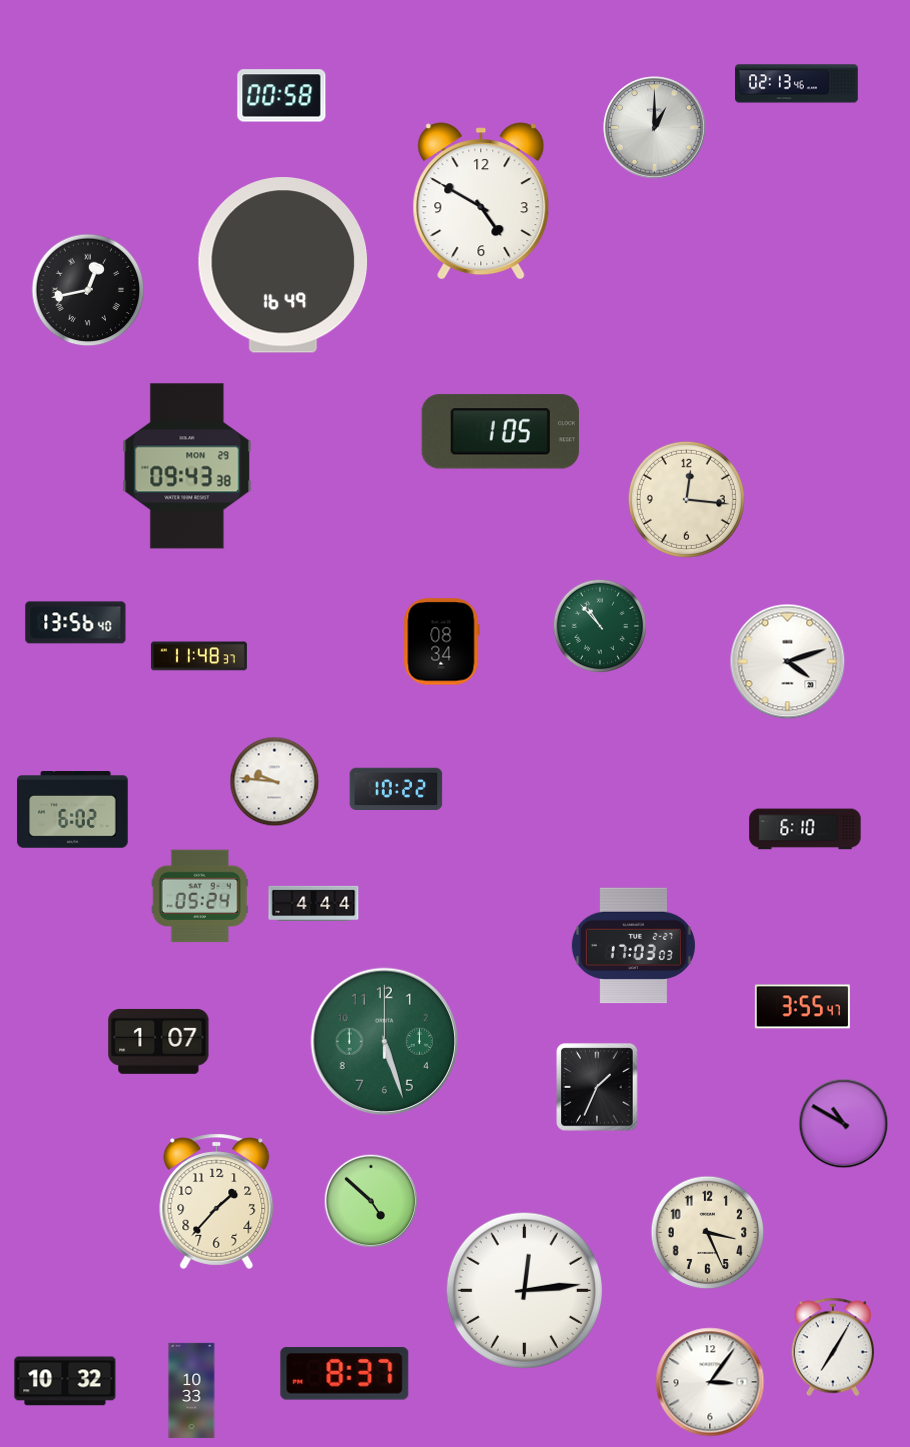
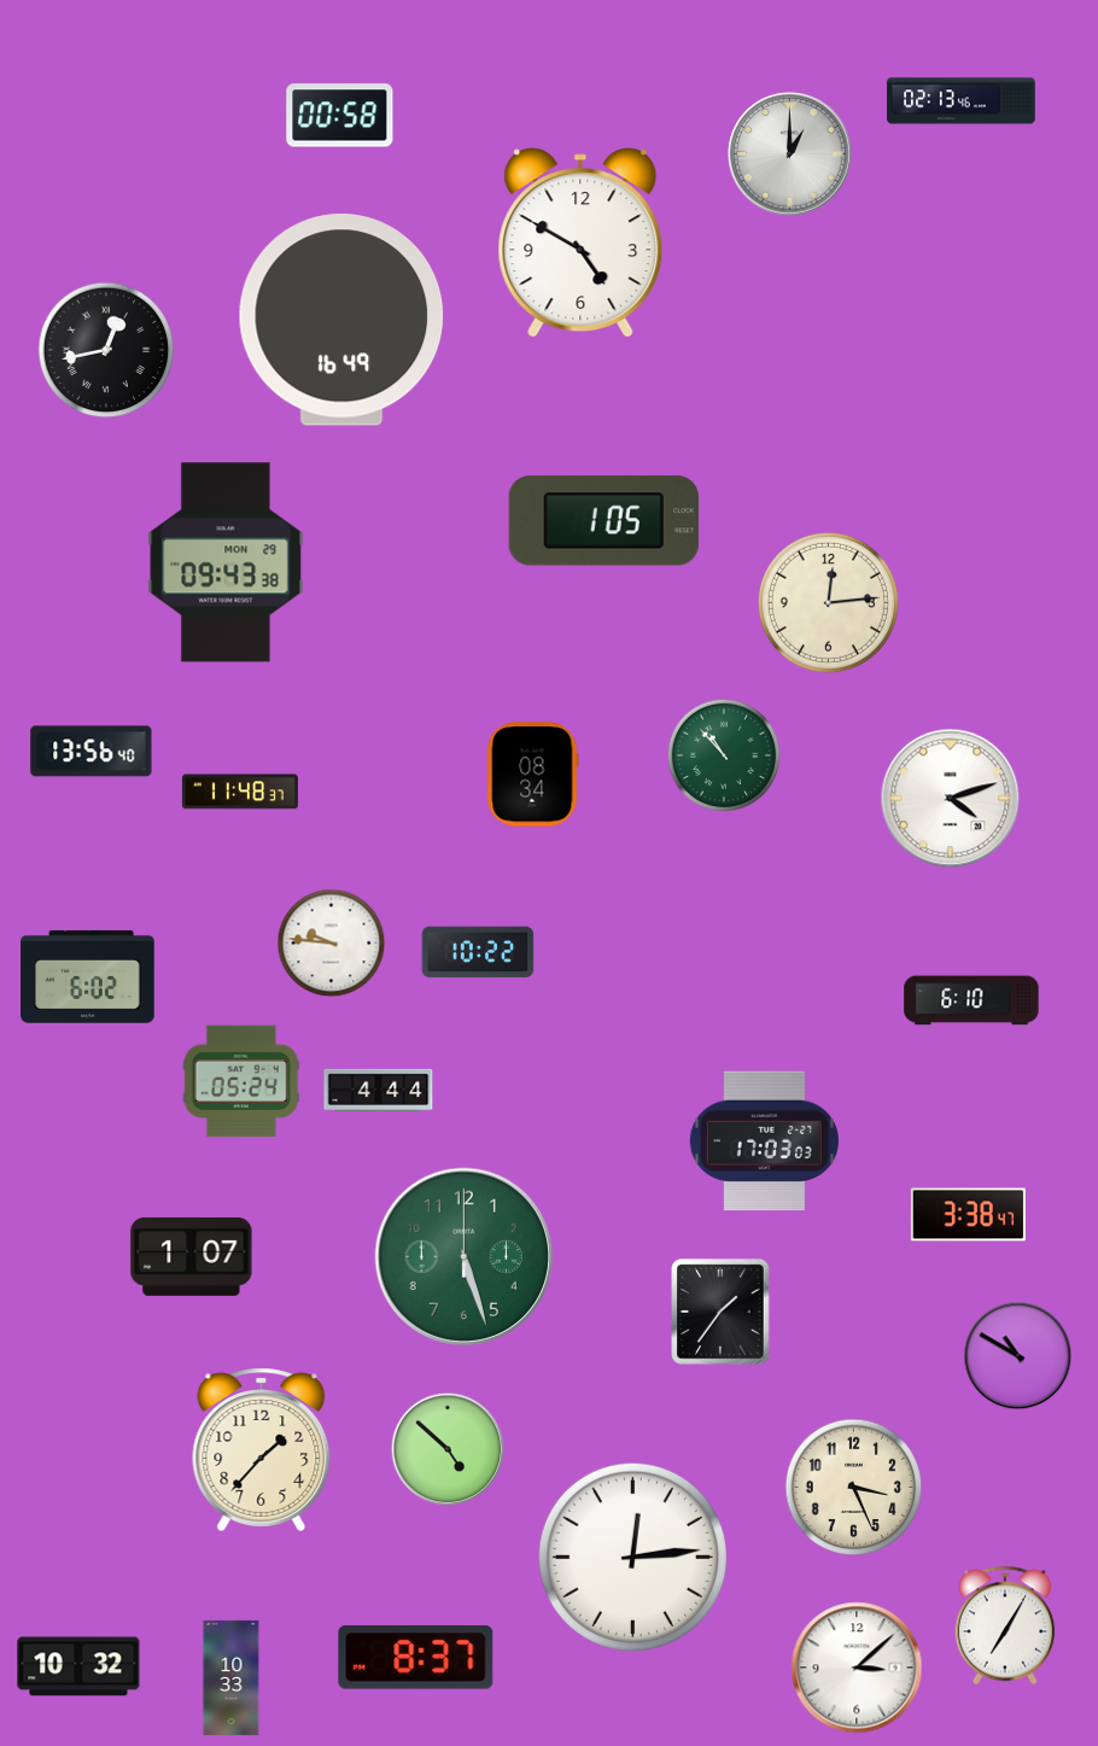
clock at (686, 499): 12:16 -> 12:14
clock at (802, 1007): 3:55 -> 3:38
clock at (597, 1087): 1:34 -> 1:36
clock at (710, 1382): 3:06 -> 3:08
